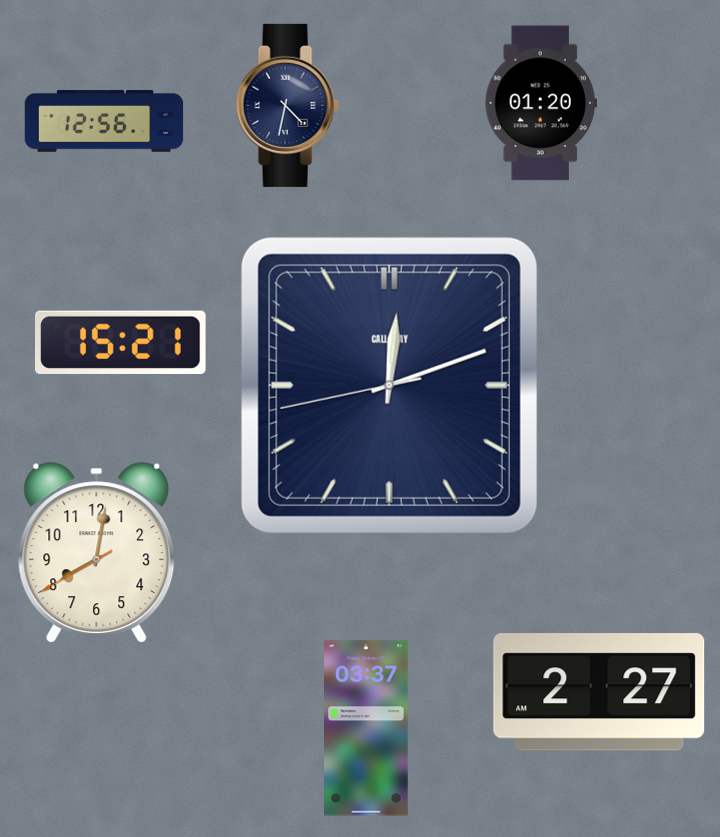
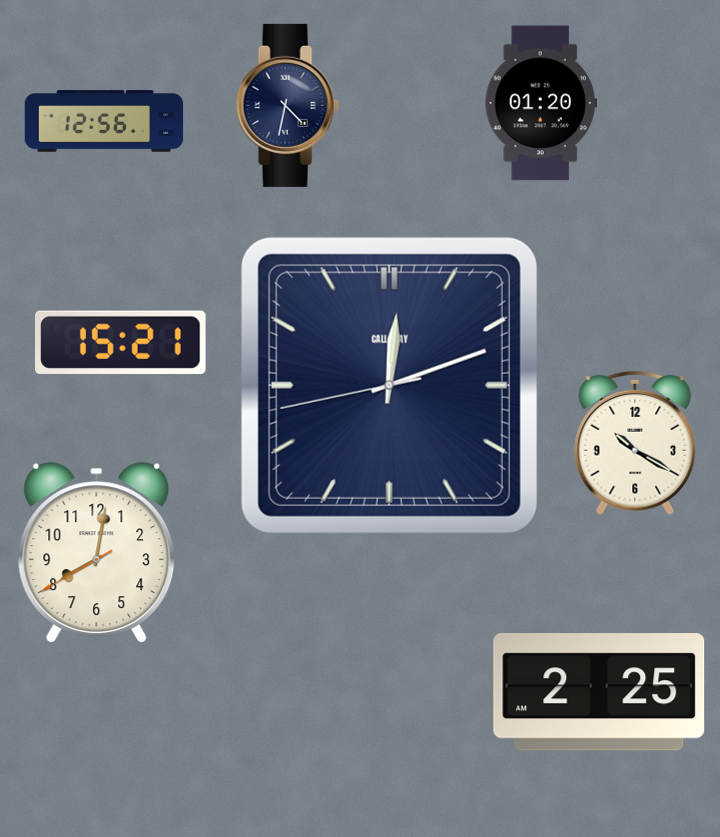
clock at (635, 443): none -> 10:20
clock at (599, 692): 2:27 -> 2:25
clock at (367, 728): 03:37 -> none
